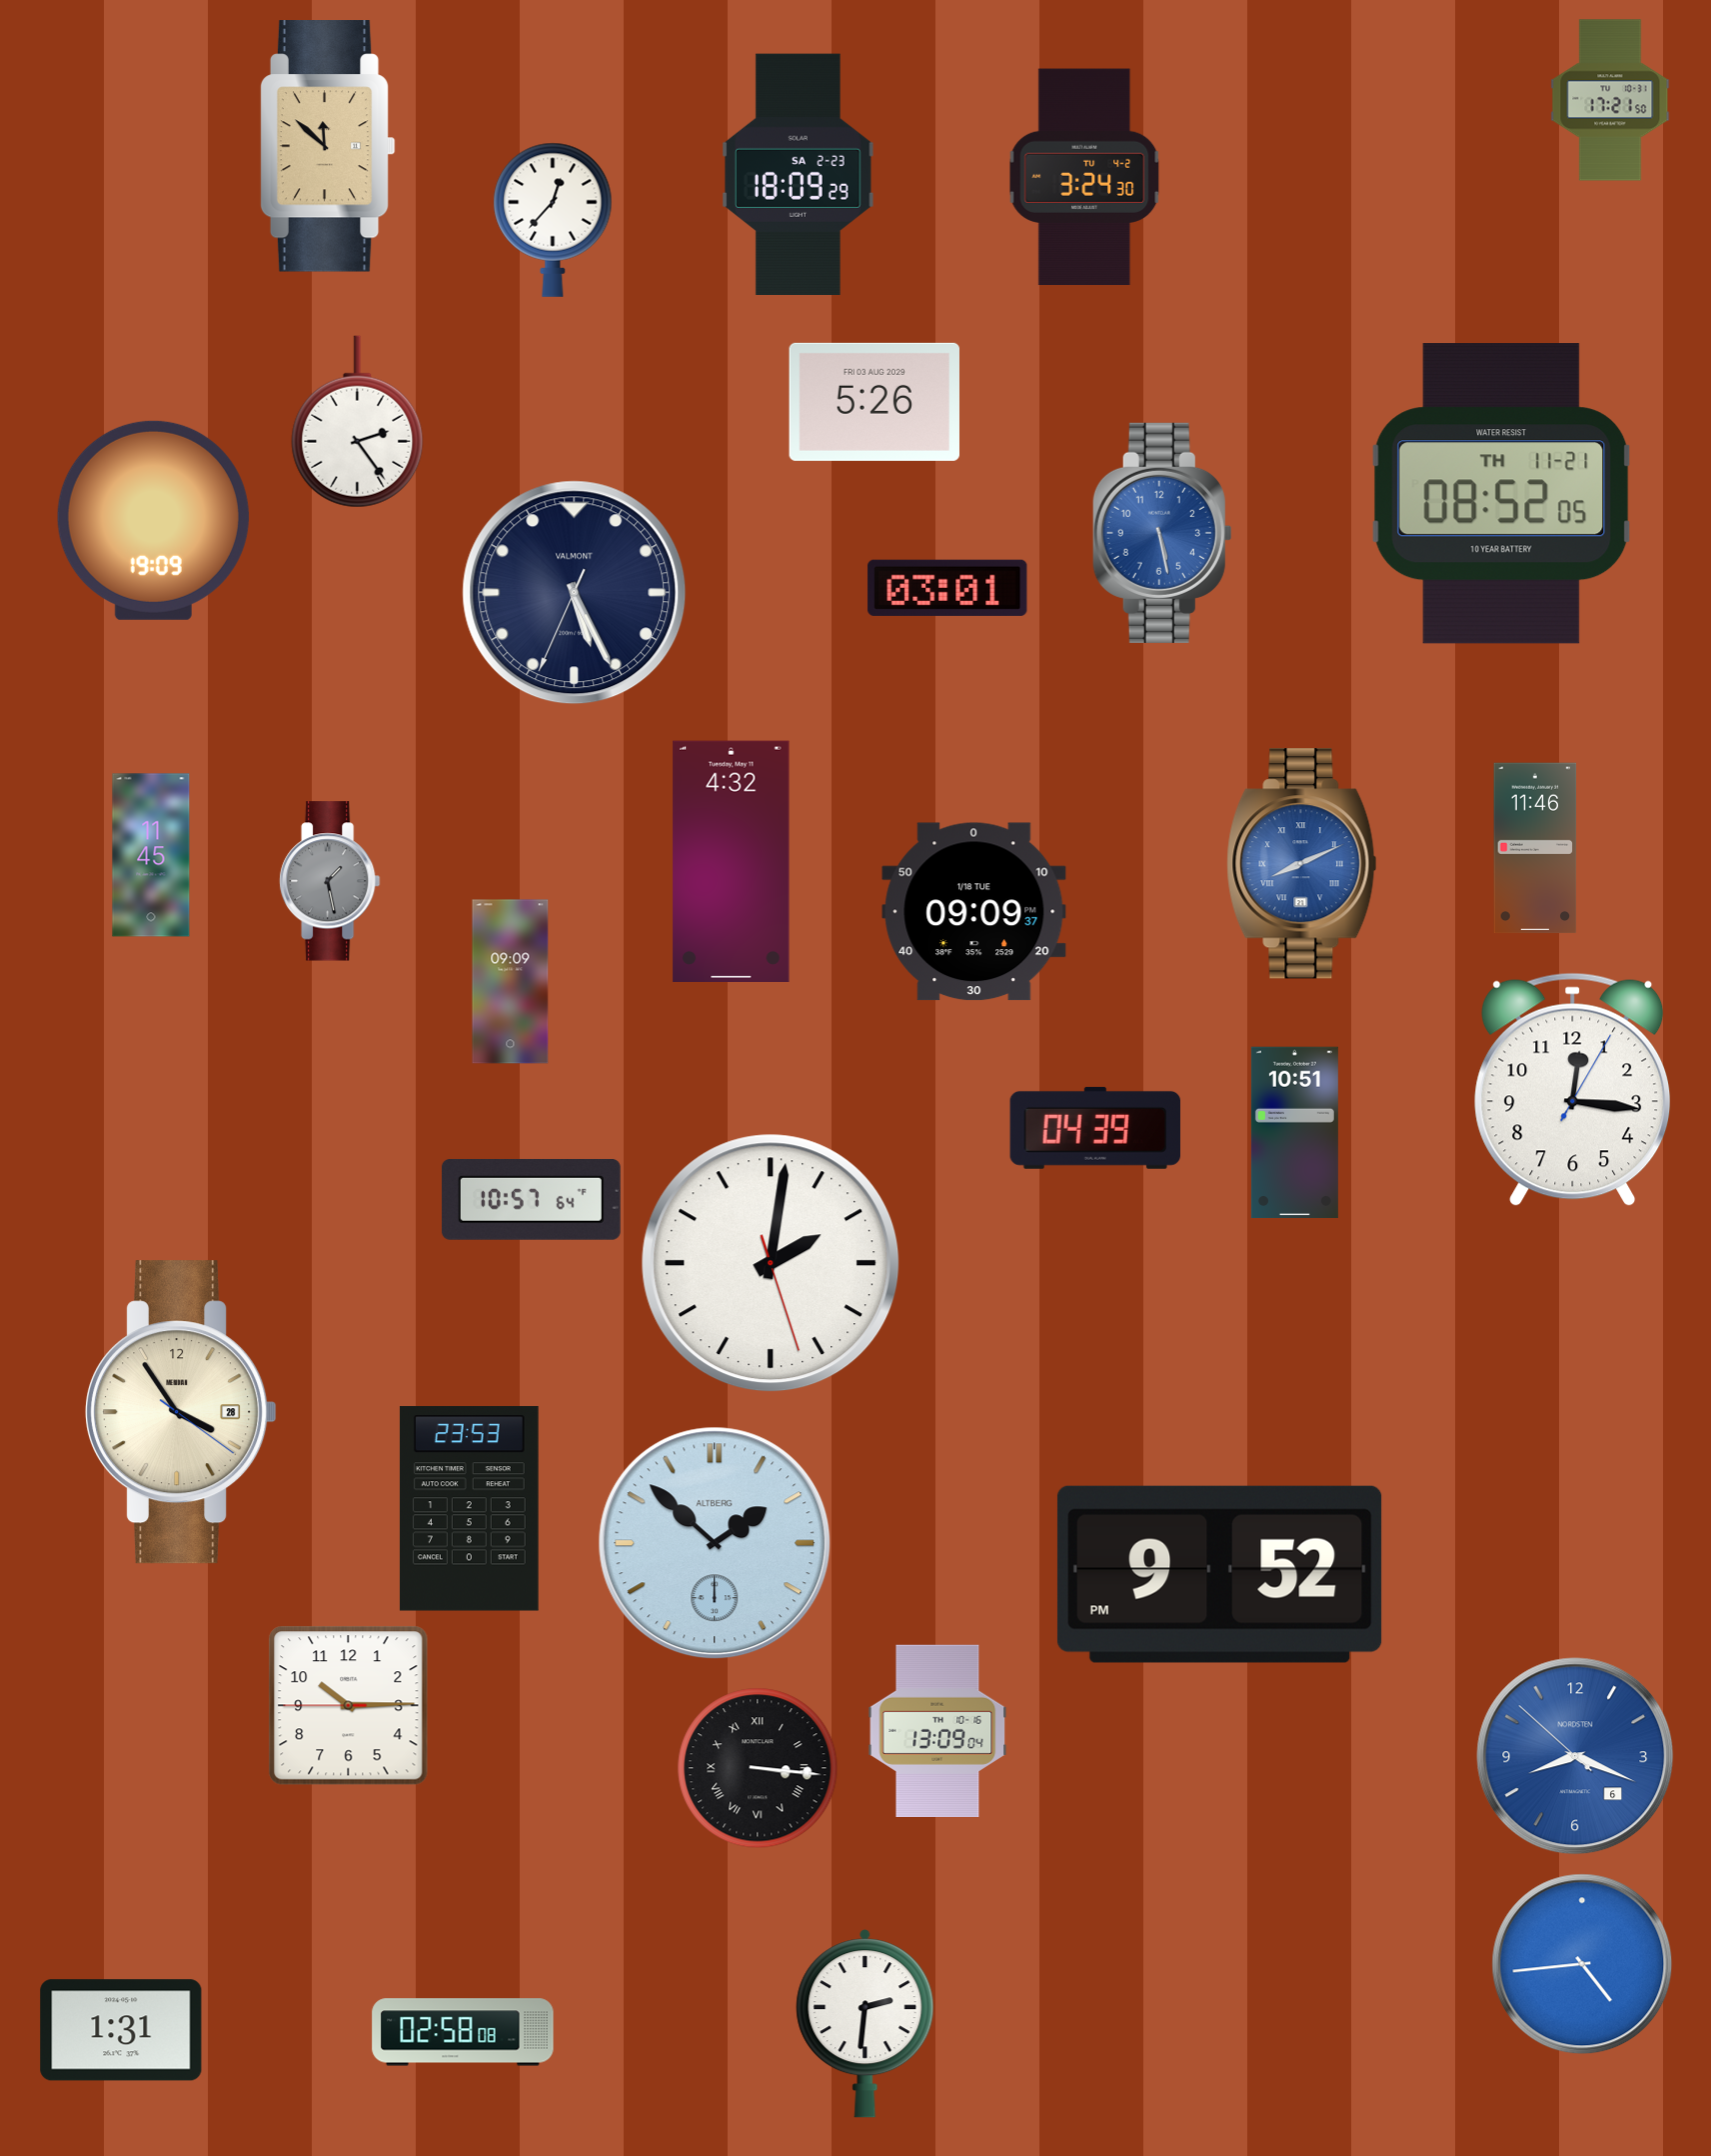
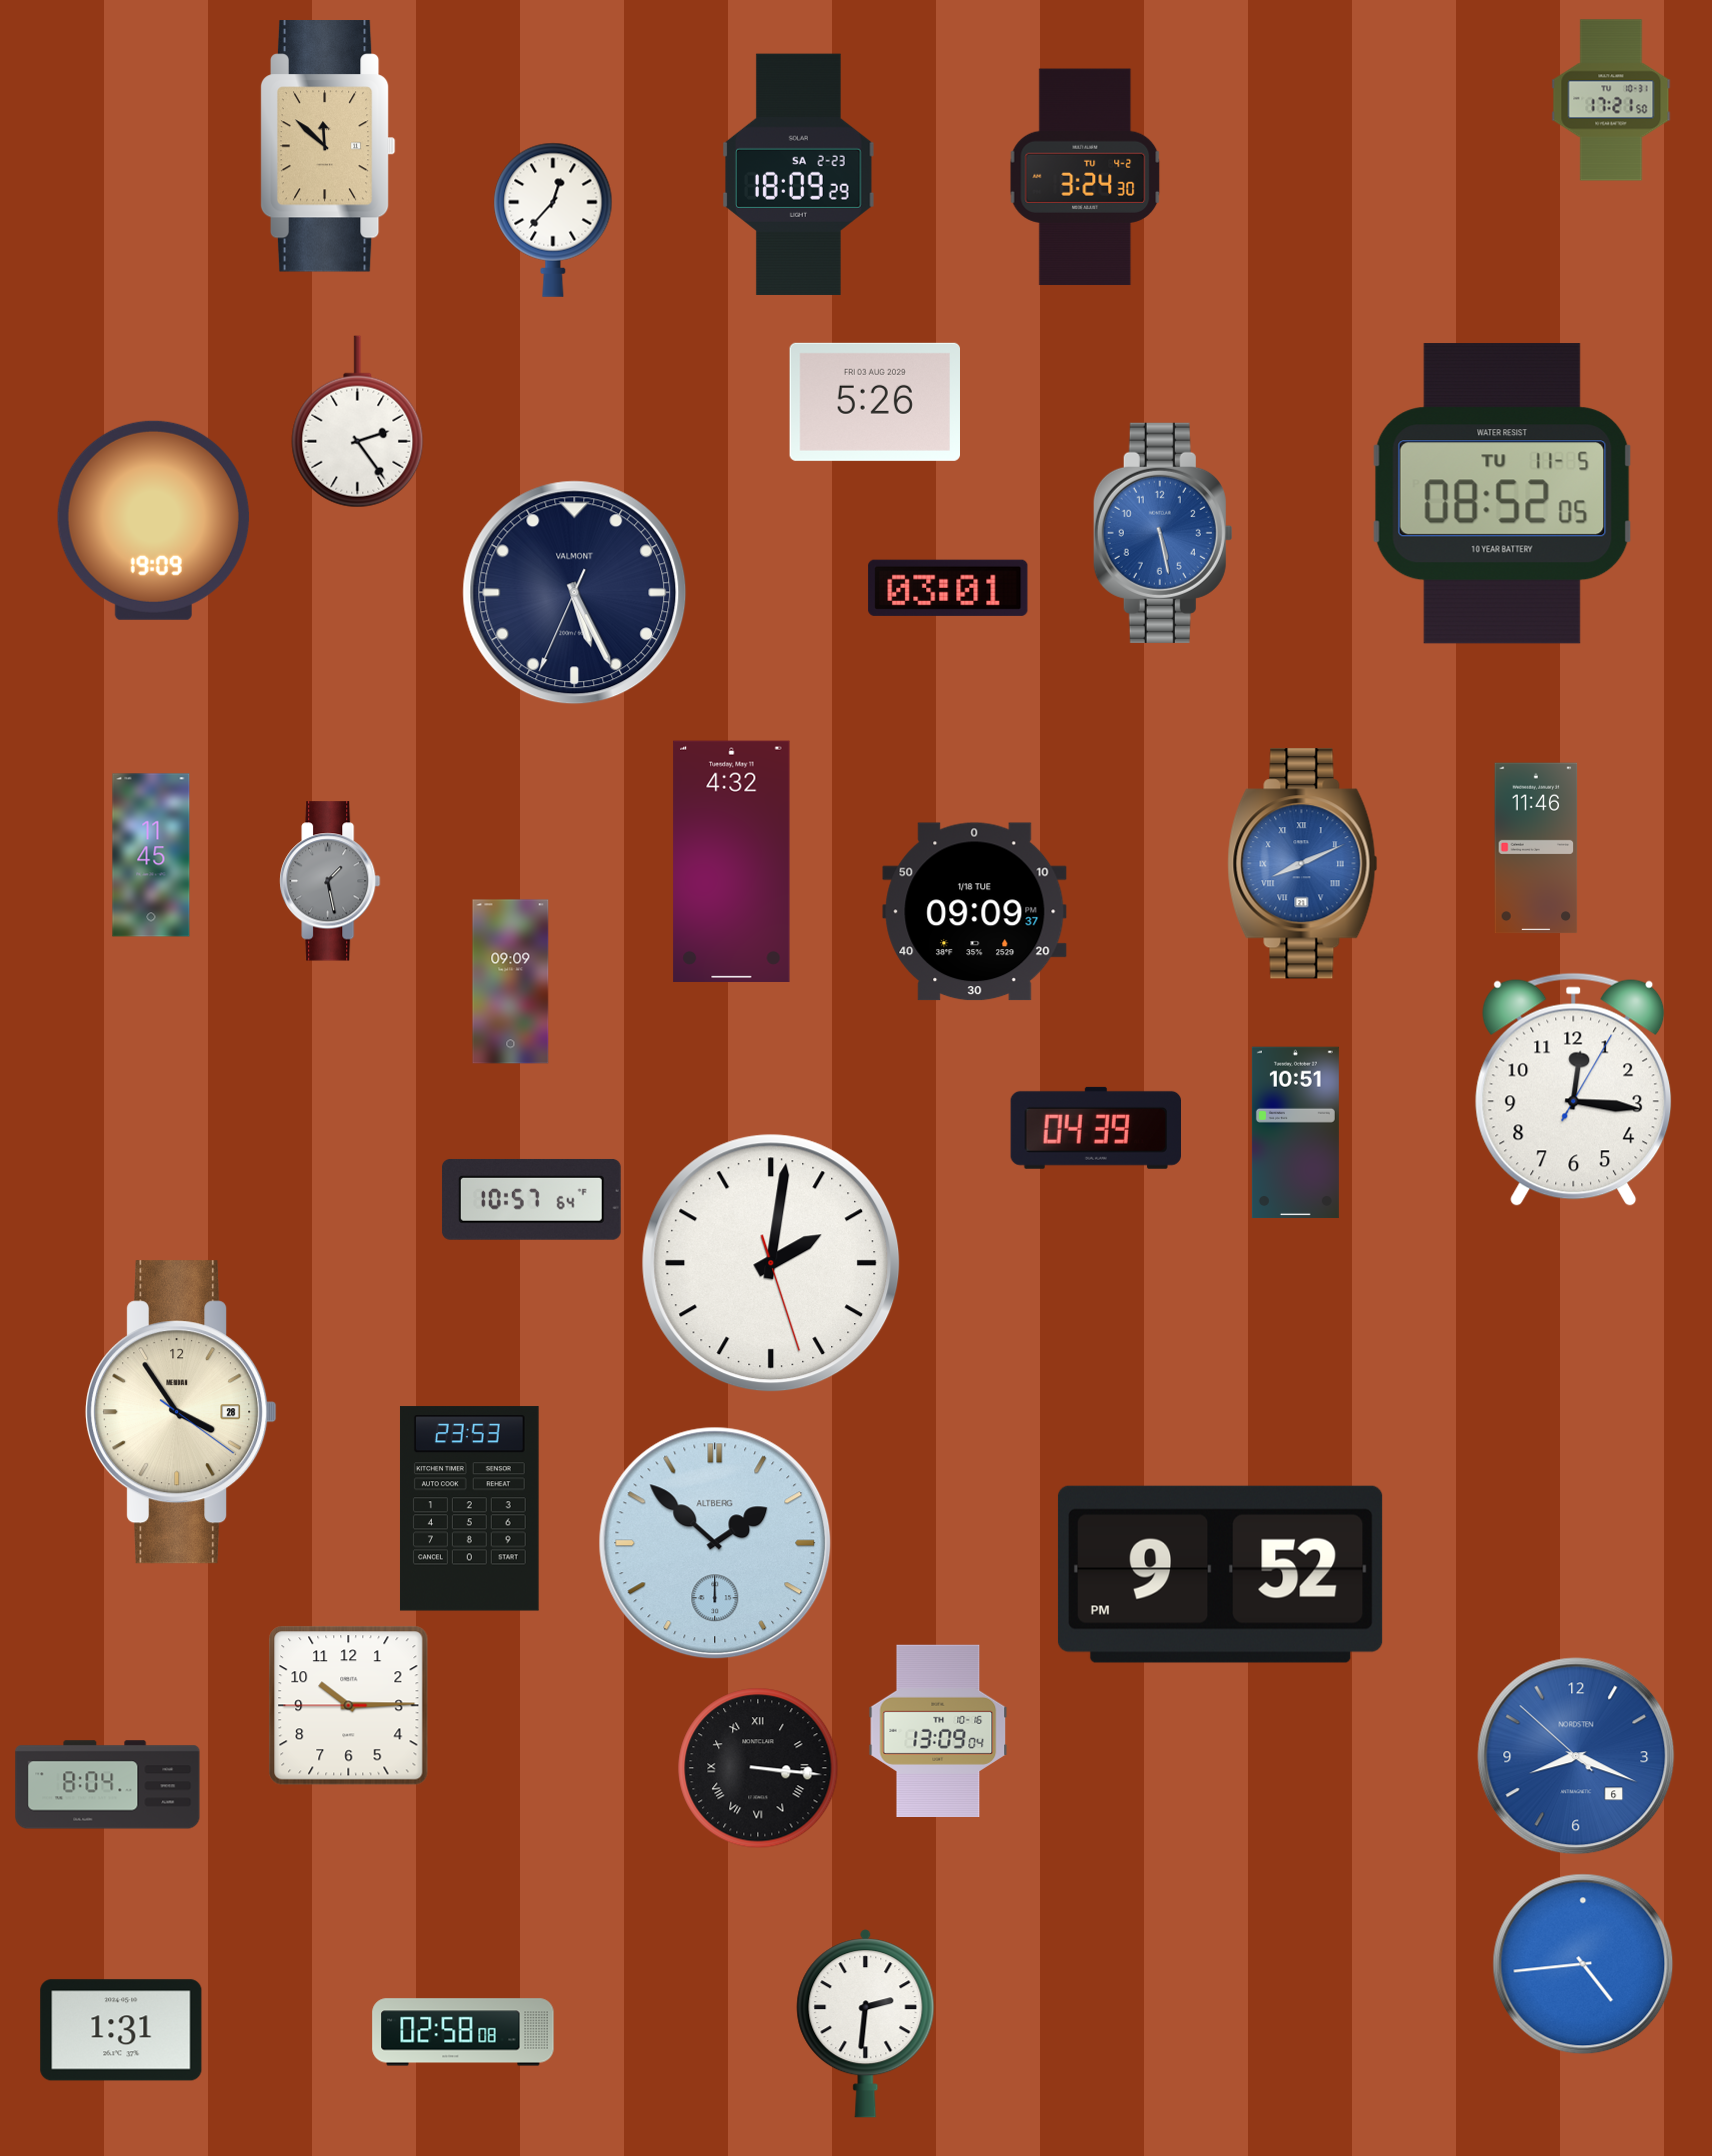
clock at (1501, 494) date: TH 11-21 -> TU 11-5
clock at (108, 1785): none -> 8:04
